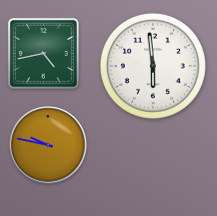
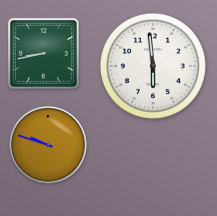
clock at (43, 53): 4:43 -> 8:43
clock at (48, 145): 9:47 -> 9:48
